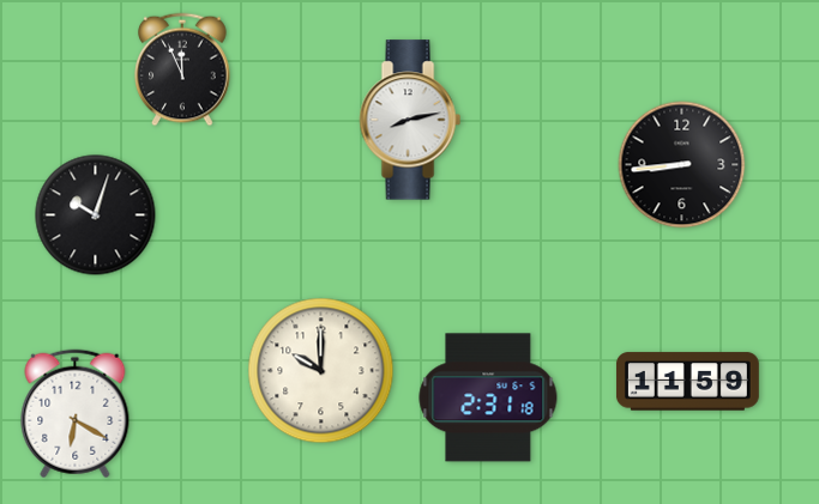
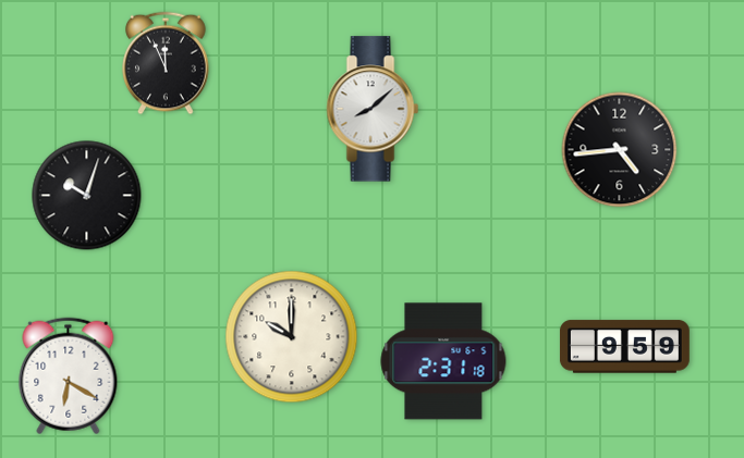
clock at (410, 120): 8:13 -> 8:08
clock at (682, 165): 8:44 -> 4:44
clock at (687, 382): 11:59 -> 9:59
